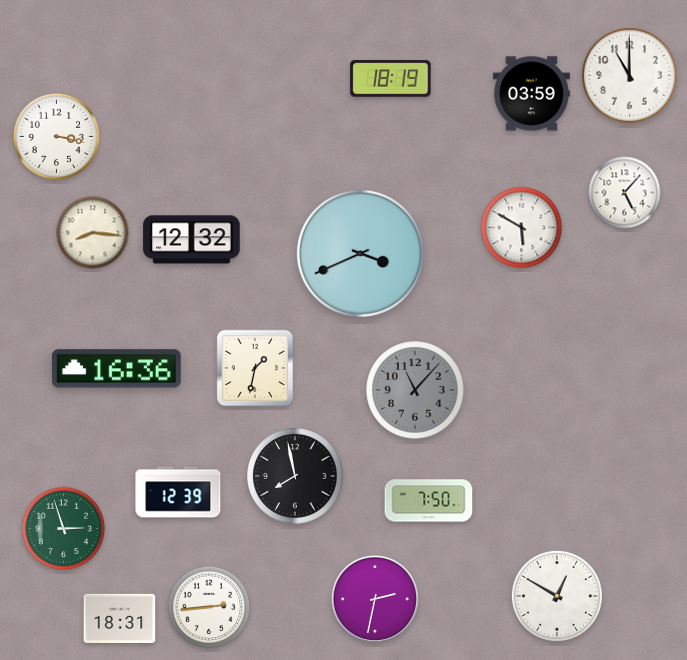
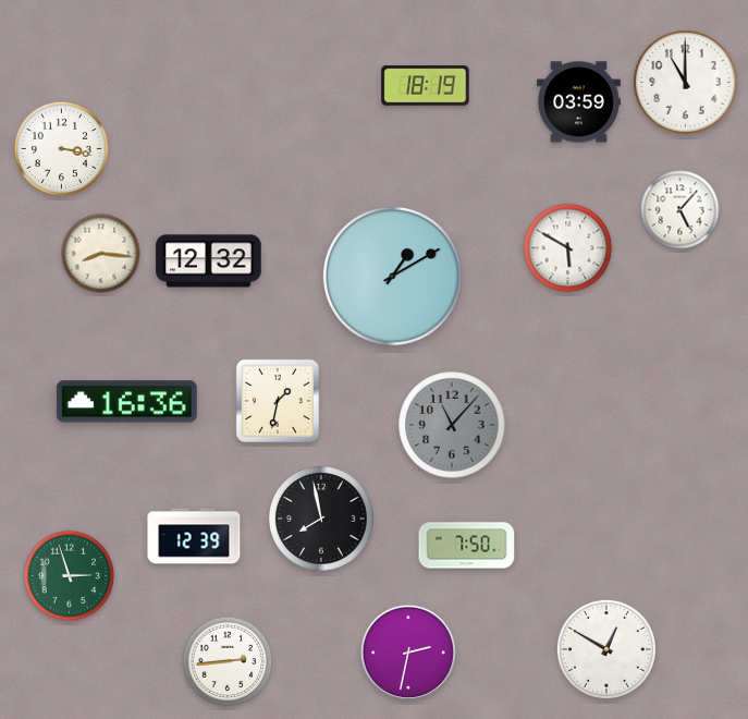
clock at (360, 253): 3:41 -> 1:10
clock at (120, 618): 18:31 -> none
